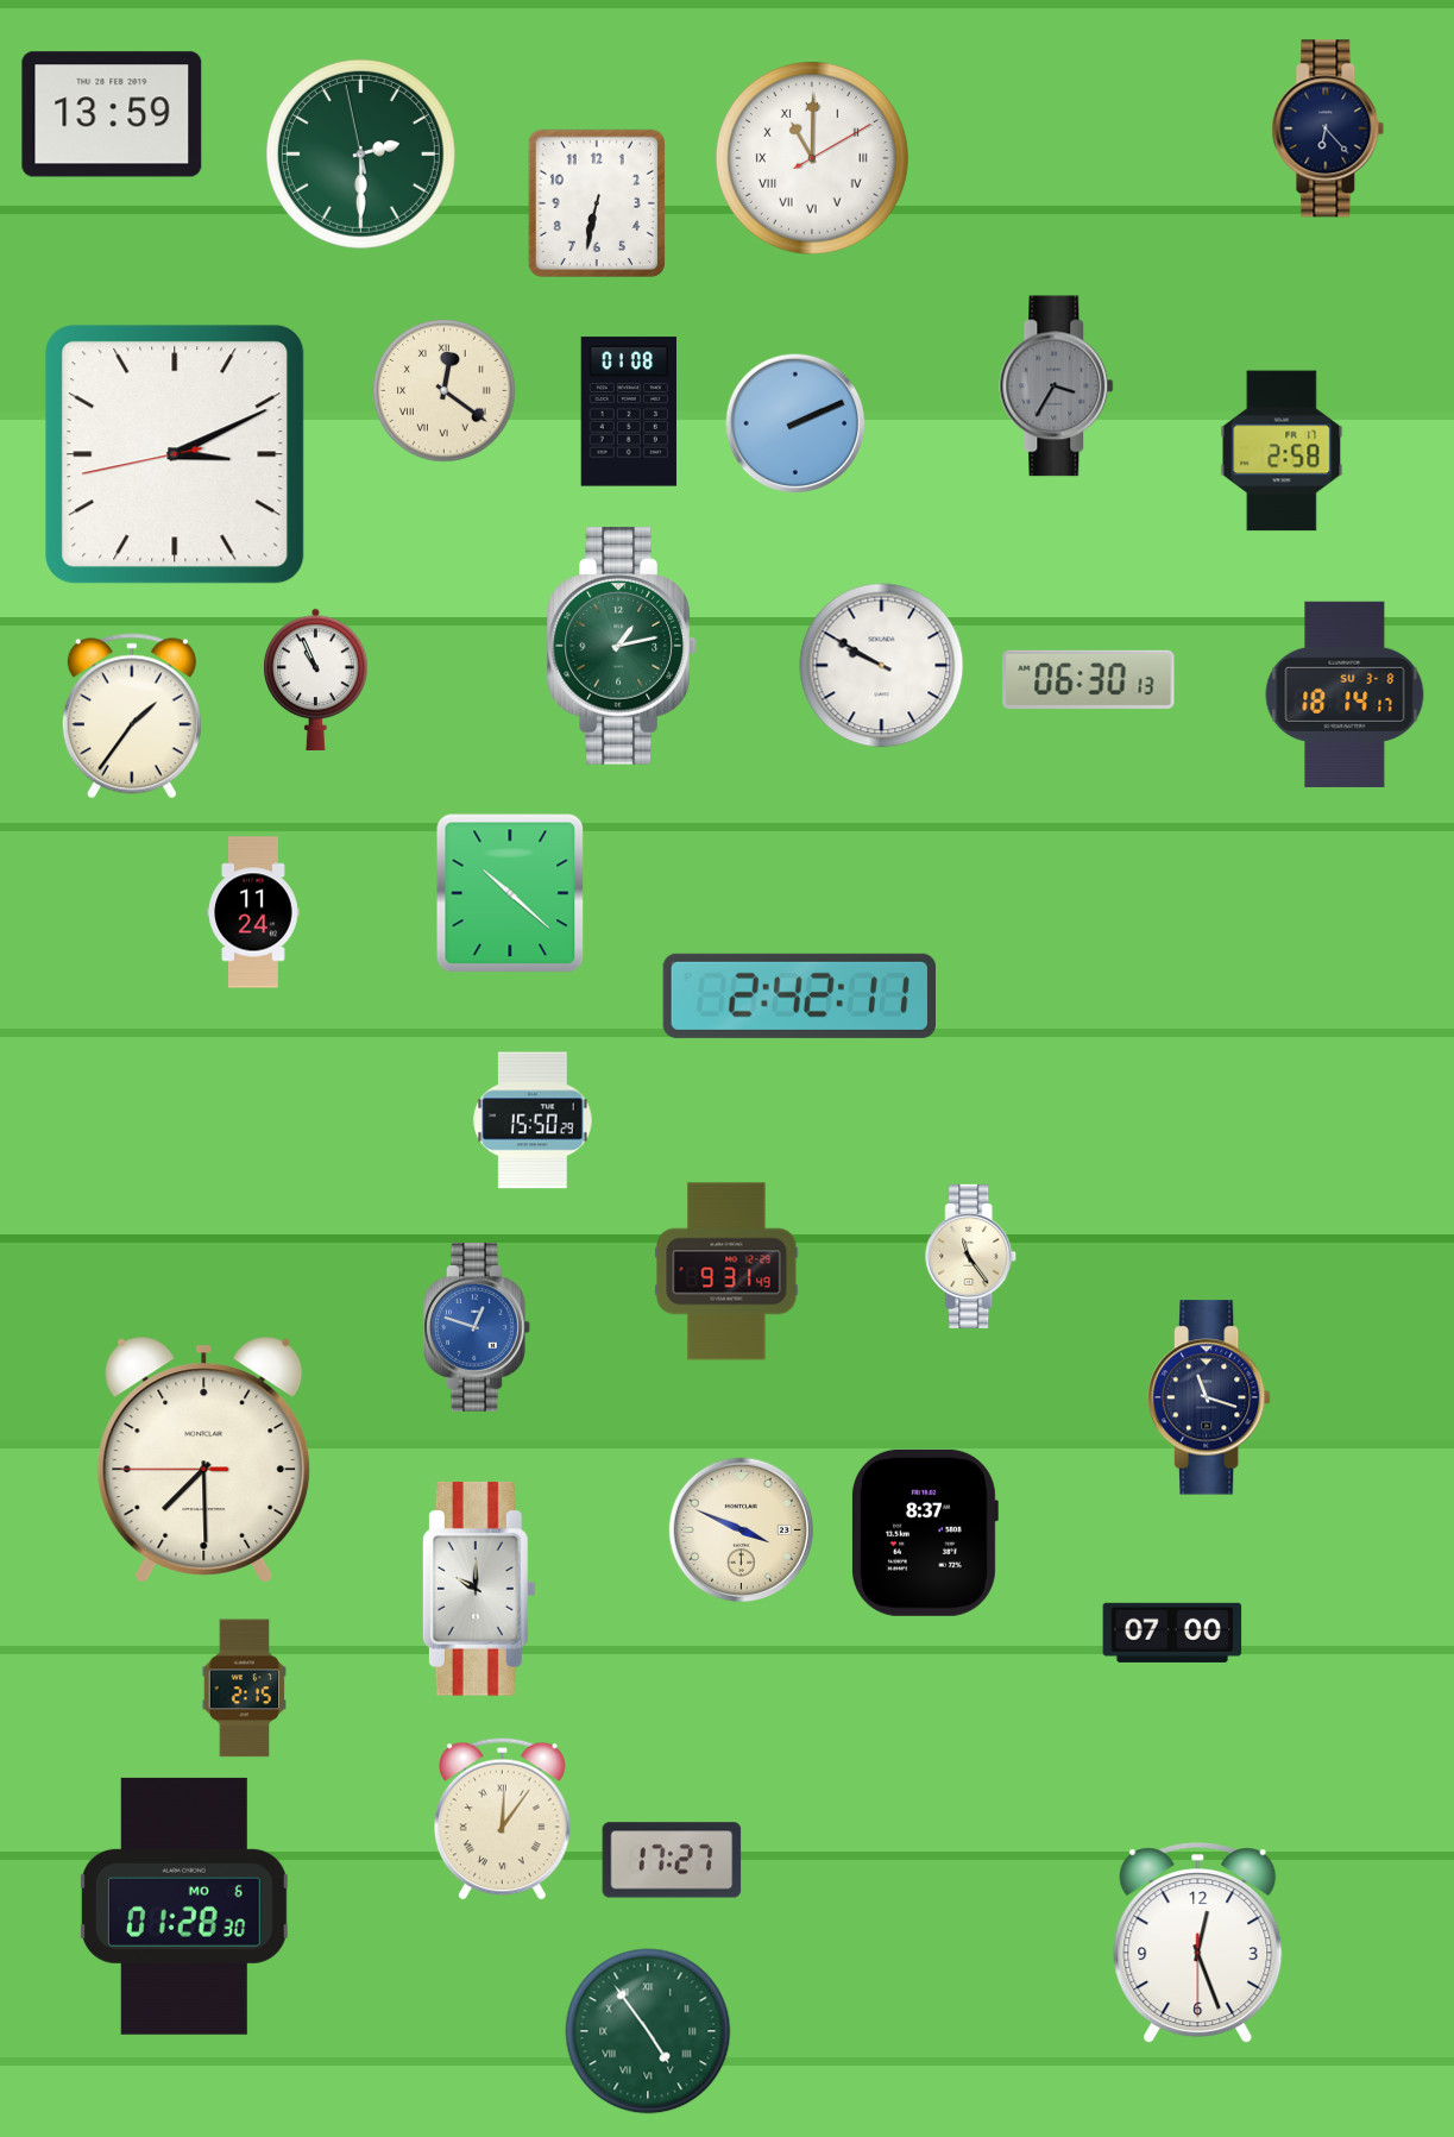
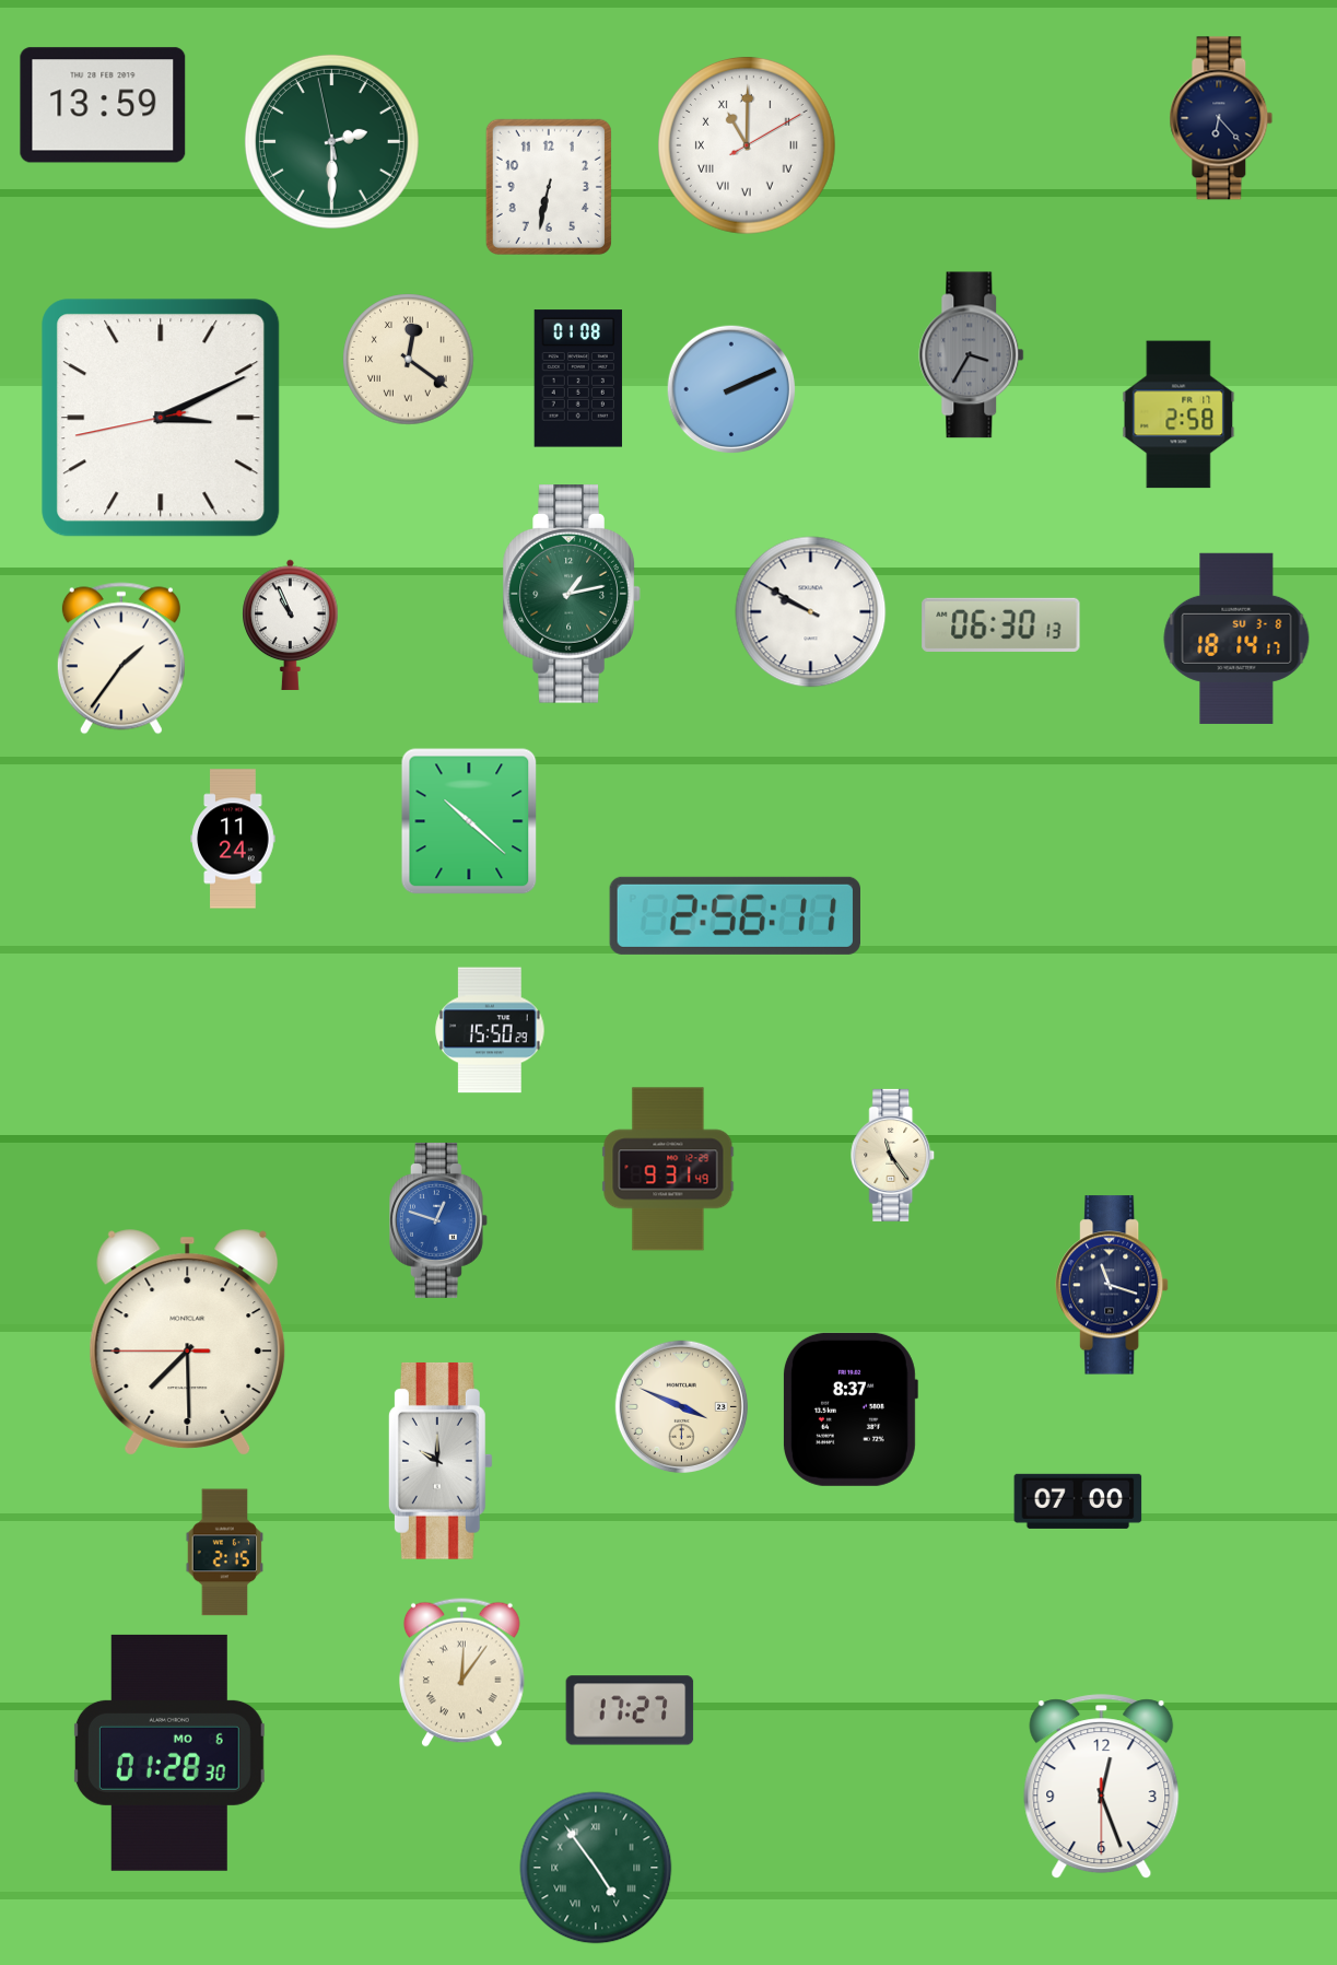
clock at (799, 995): 2:42 -> 2:56
clock at (672, 1860) position: (672, 1860) -> (630, 1710)
